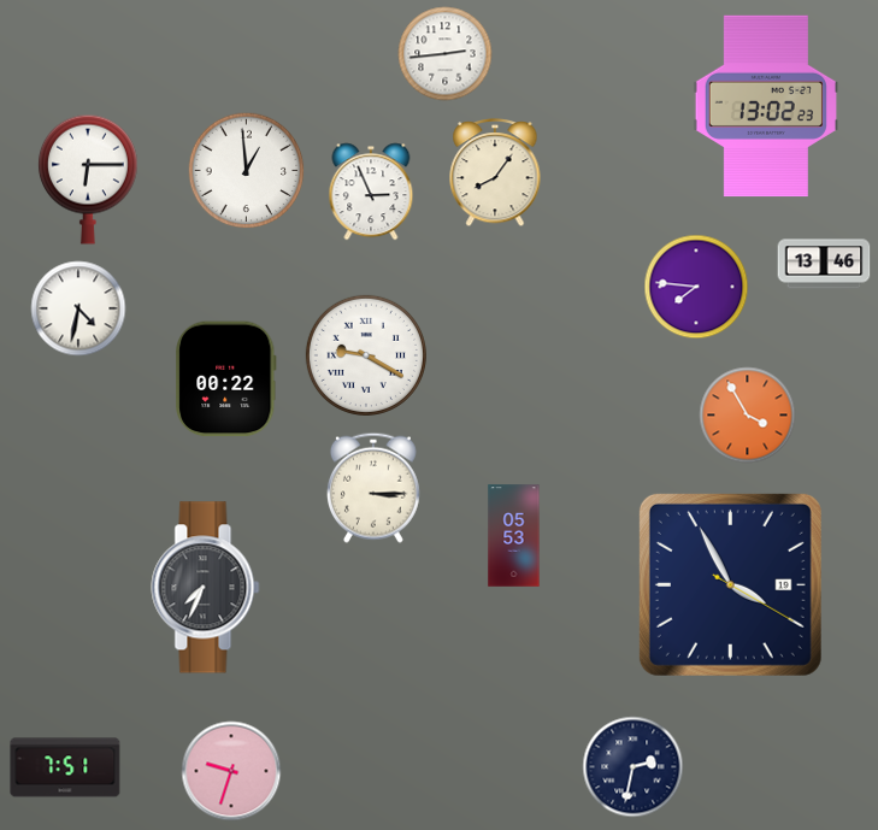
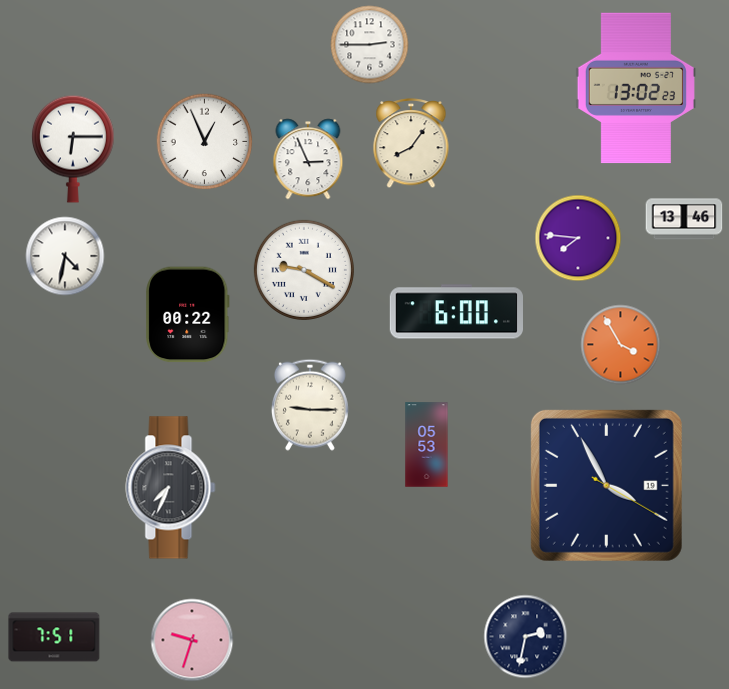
clock at (446, 54): 2:44 -> 2:45
clock at (247, 171): 12:59 -> 12:56
clock at (366, 355) position: (366, 355) -> (304, 270)
clock at (456, 312): none -> 6:00
clock at (373, 488): 3:15 -> 9:15
